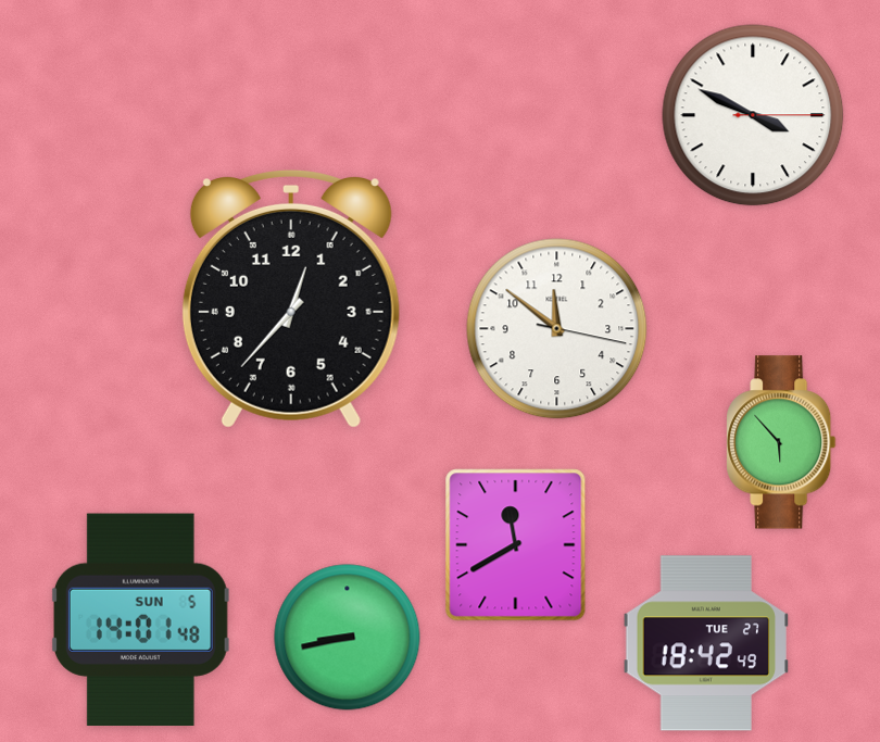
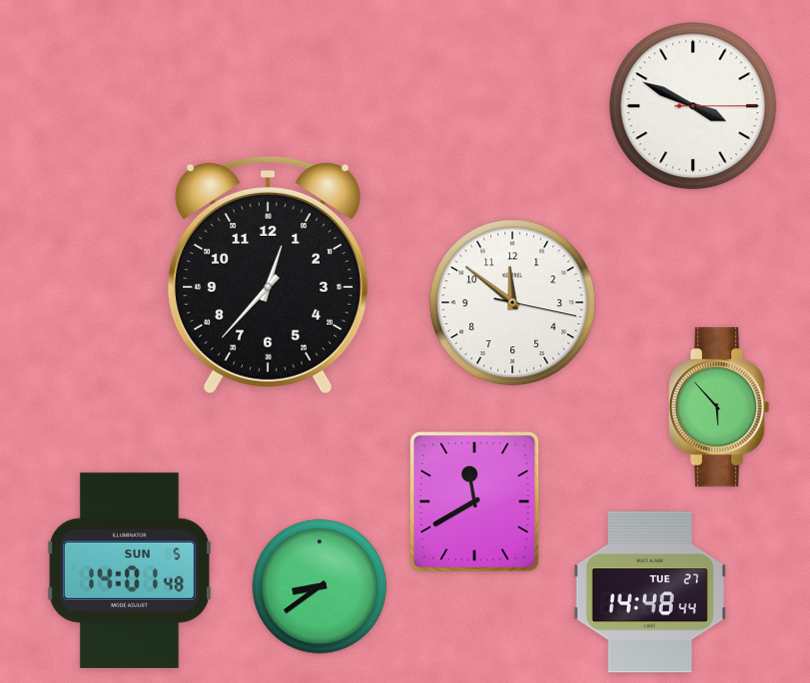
clock at (348, 638): 8:43 -> 8:39
clock at (706, 643): 18:42 -> 14:48
